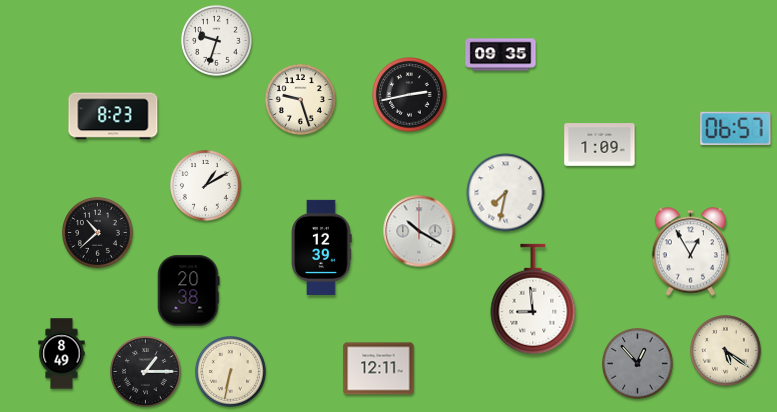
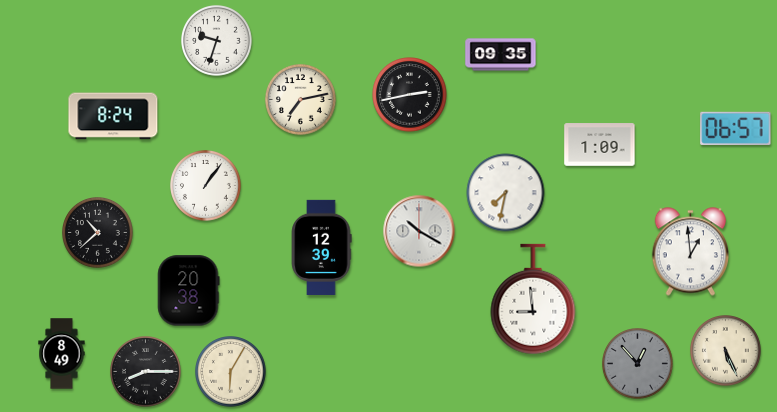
clock at (301, 100): 9:27 -> 7:13
clock at (113, 116): 8:23 -> 8:24
clock at (206, 186): 1:10 -> 1:06
clock at (690, 252): 12:55 -> 12:59
clock at (726, 351): 5:21 -> 5:26
clock at (379, 369): 12:11 -> none
clock at (146, 372): 1:15 -> 8:15
clock at (231, 372): 6:32 -> 6:05
